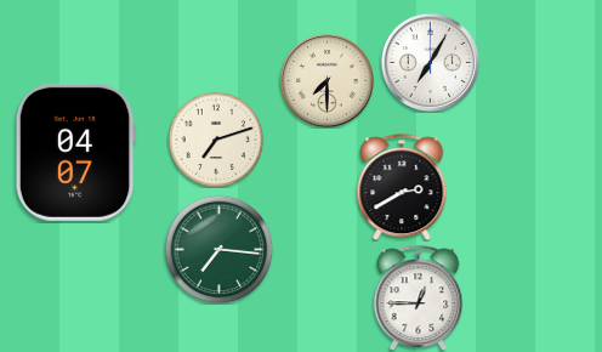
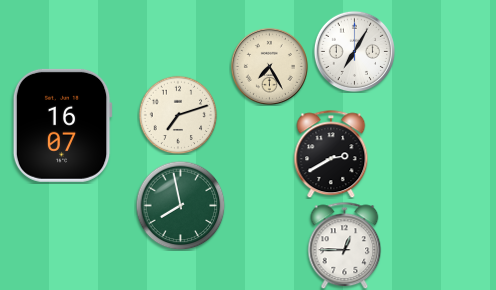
clock at (326, 80): 7:30 -> 7:25
clock at (75, 152): 04:07 -> 16:07
clock at (218, 249): 7:16 -> 7:58
